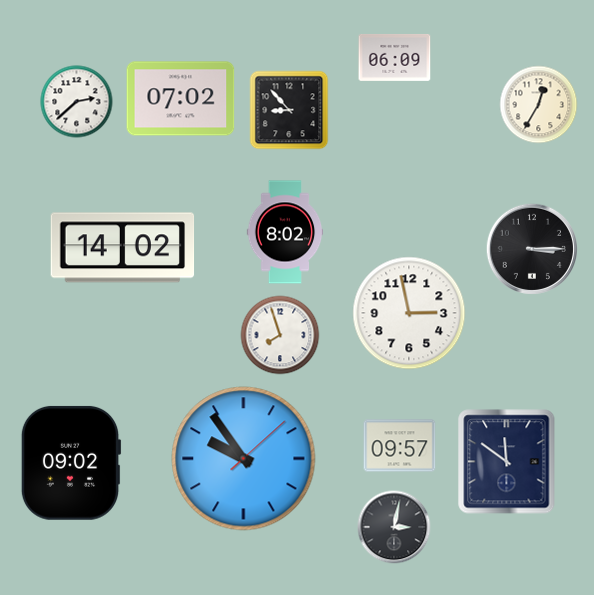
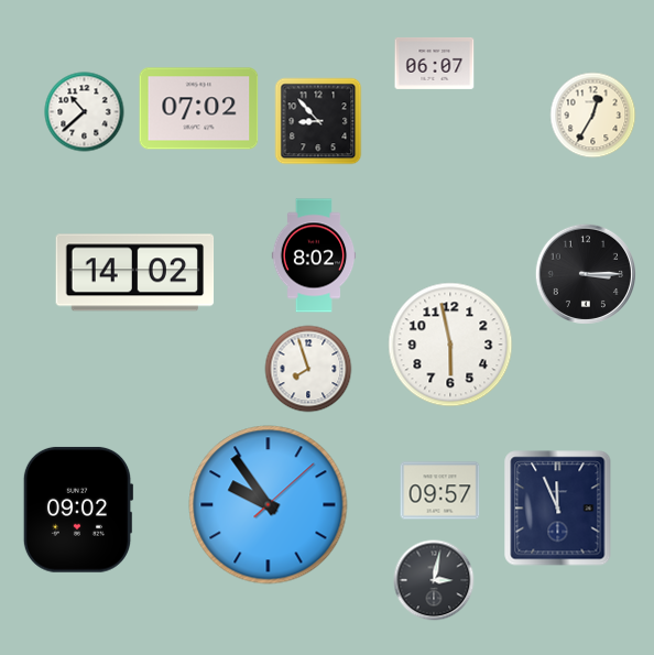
clock at (395, 57): 06:09 -> 06:07
clock at (77, 102): 2:38 -> 10:38
clock at (409, 313): 2:58 -> 5:58
clock at (507, 462): 11:51 -> 11:56
